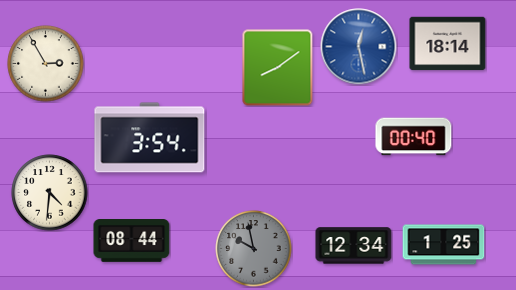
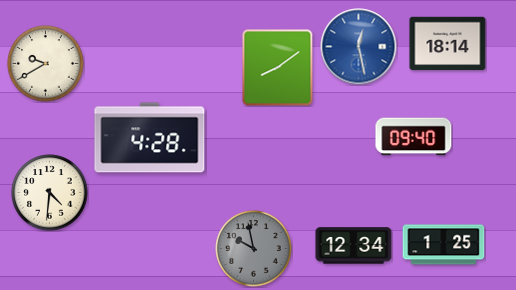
clock at (46, 64): 2:55 -> 9:40
clock at (414, 137): 00:40 -> 09:40
clock at (150, 138): 3:54 -> 4:28
clock at (132, 241): 08:44 -> none
